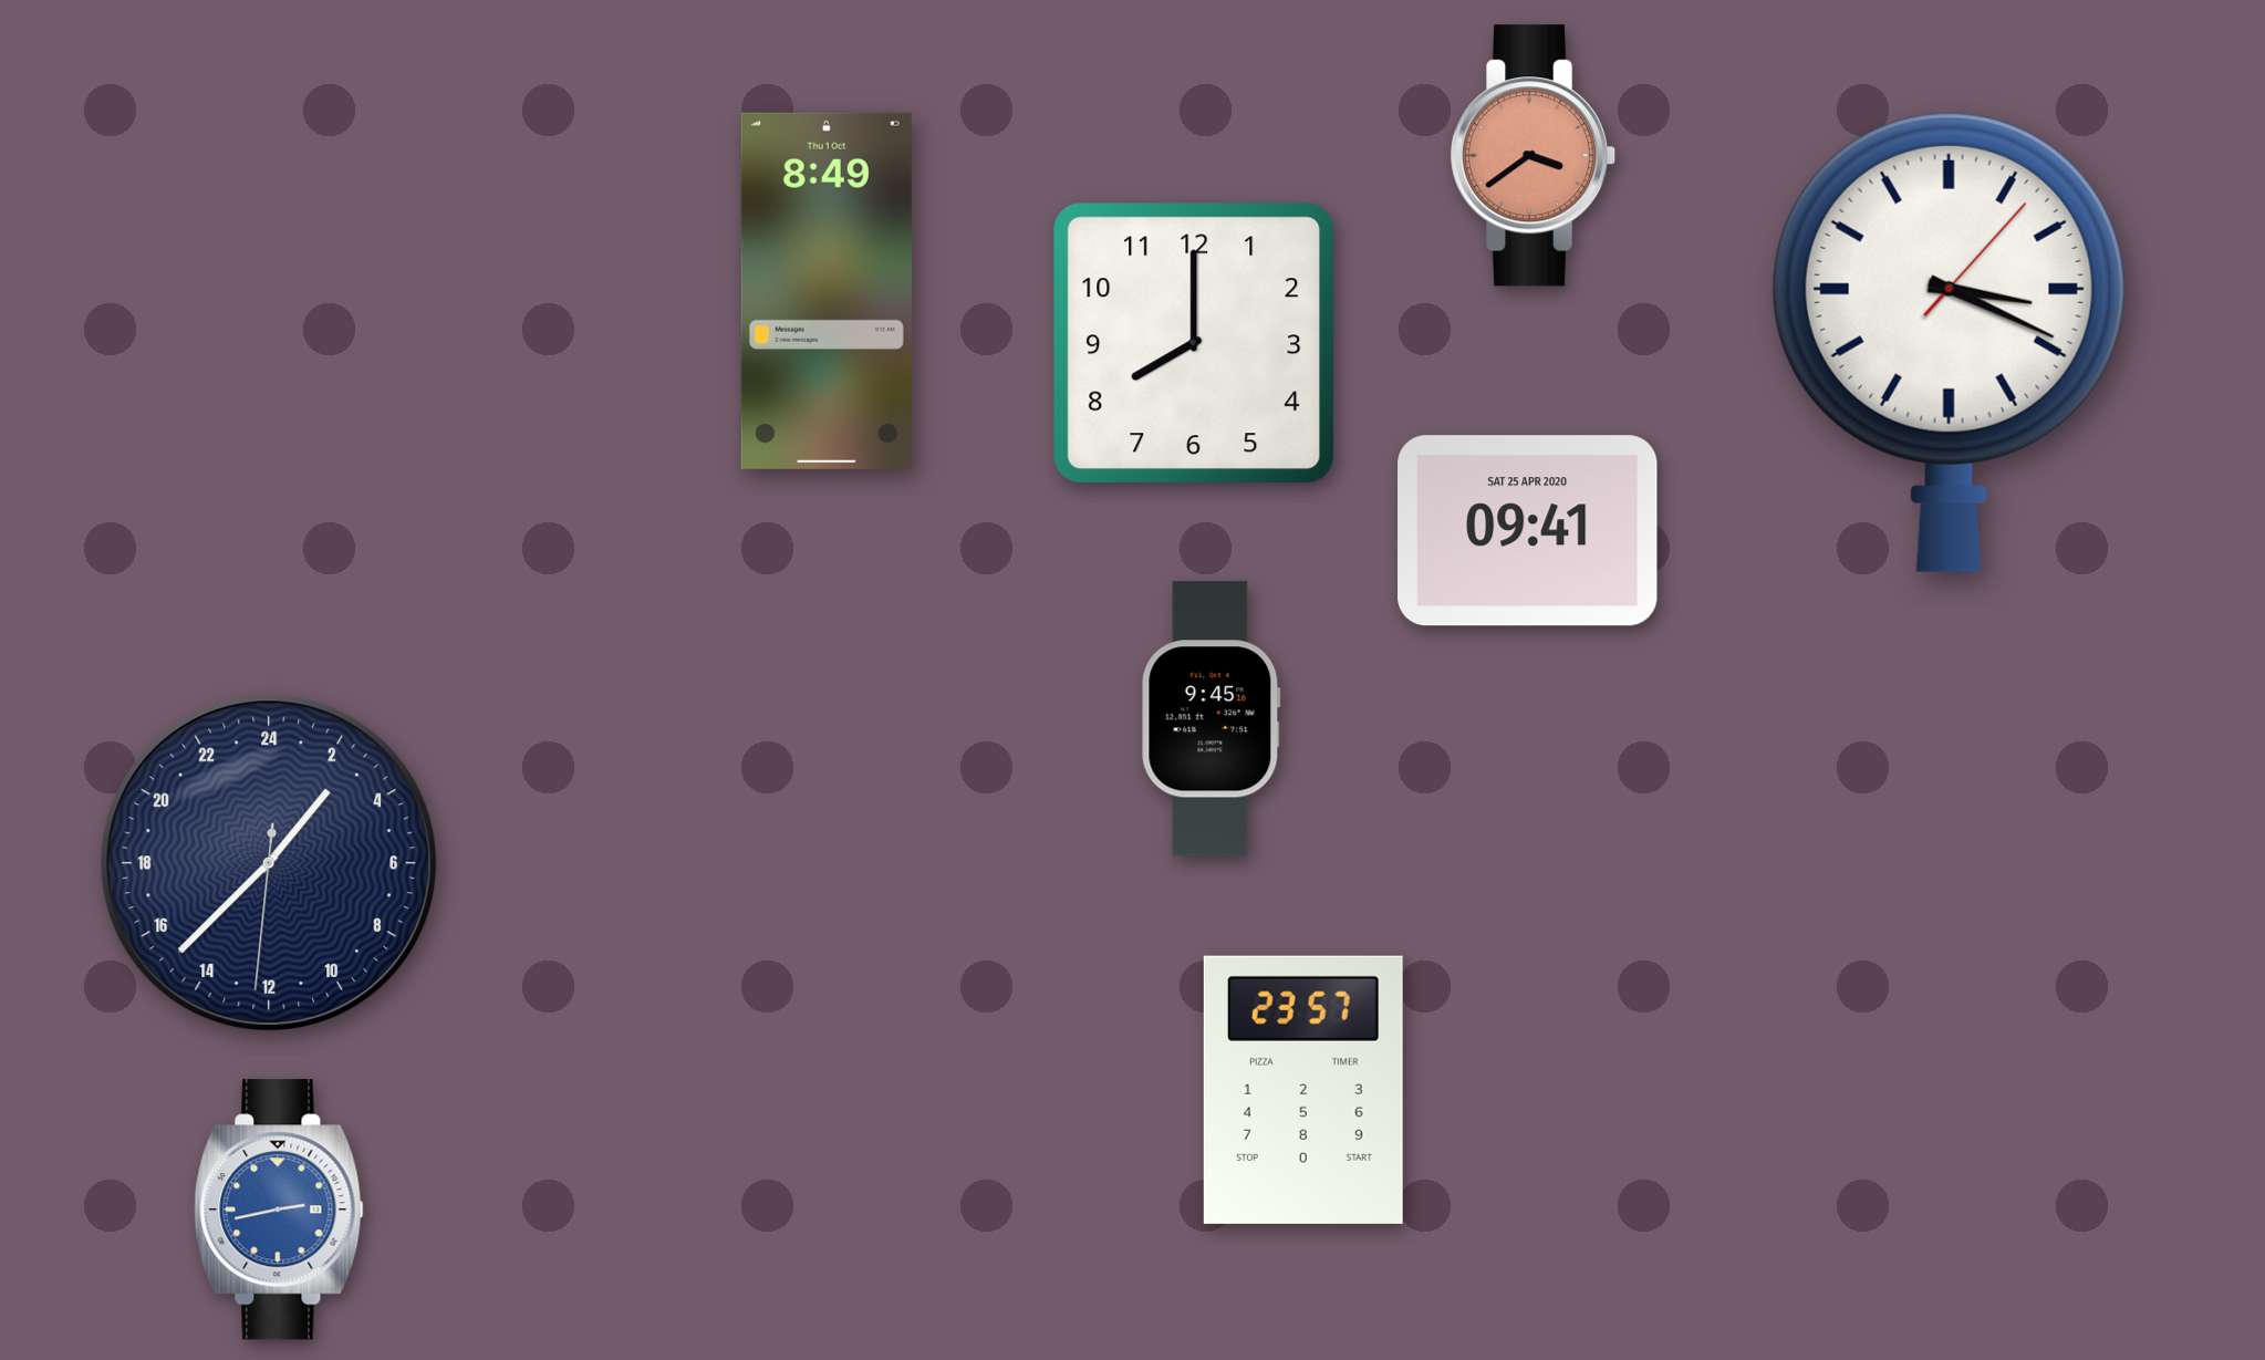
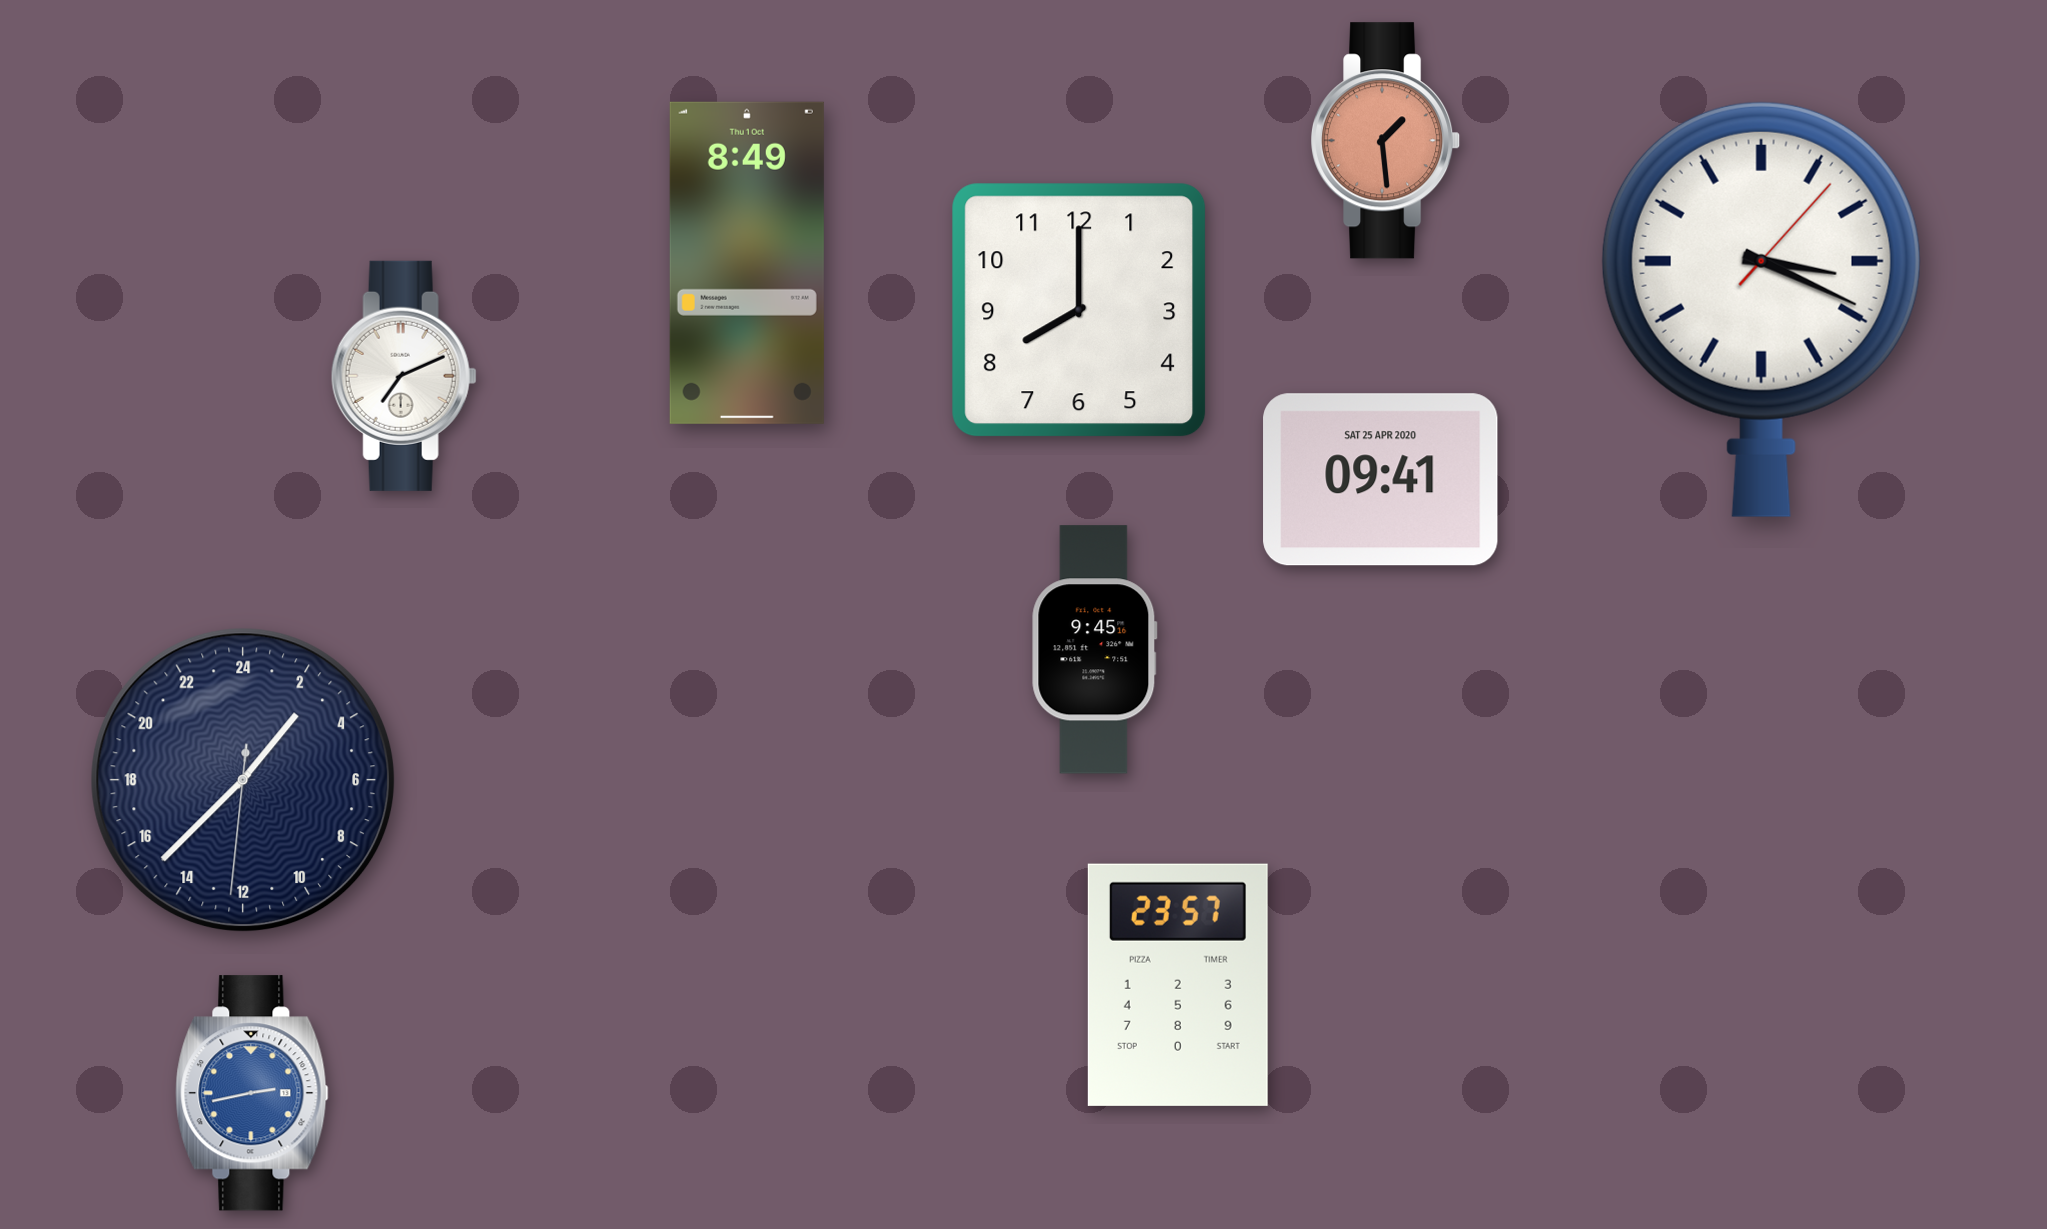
clock at (1535, 156): 3:39 -> 1:29
clock at (404, 376): none -> 7:11
